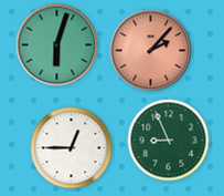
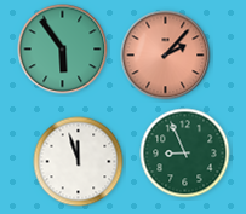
clock at (57, 45): 6:03 -> 5:54
clock at (72, 148): 12:45 -> 11:57
